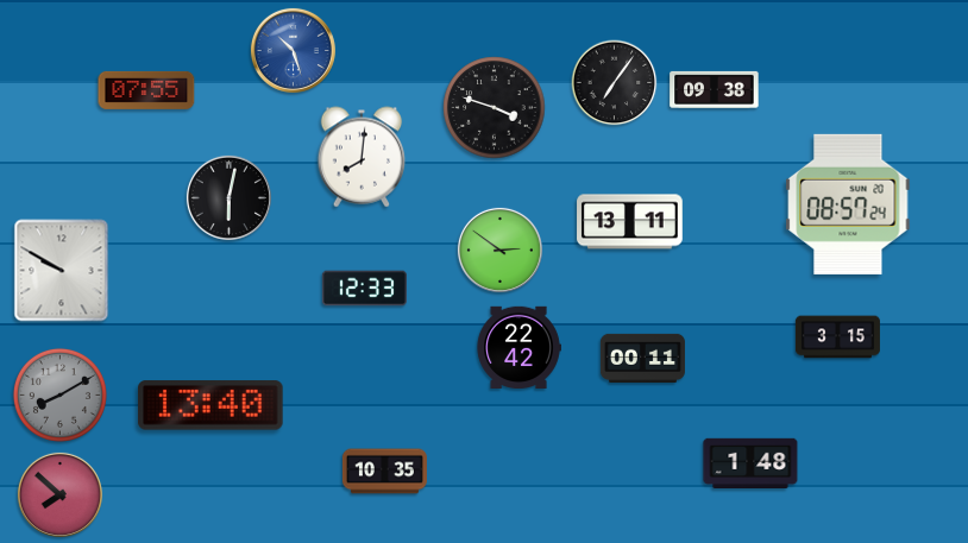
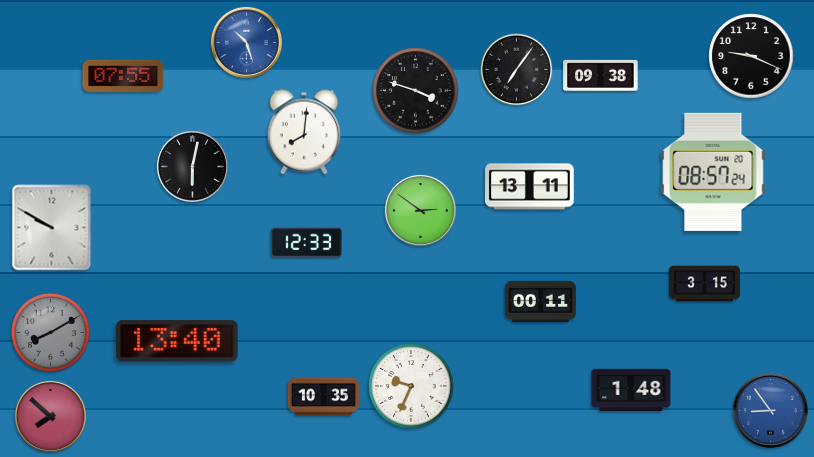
clock at (751, 56): none -> 9:19
clock at (518, 347): 22:42 -> none
clock at (411, 386): none -> 9:34
clock at (770, 410): none -> 8:54
